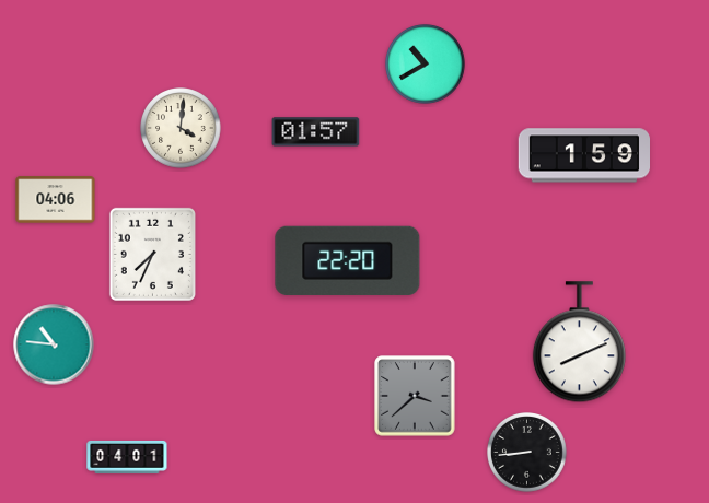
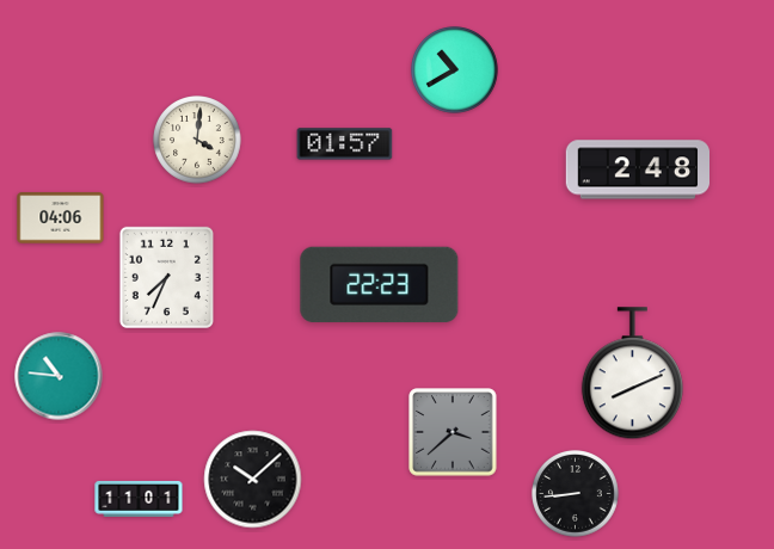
clock at (426, 65) position: (426, 65) -> (455, 70)
clock at (583, 155): 1:59 -> 2:48
clock at (348, 260): 22:20 -> 22:23
clock at (253, 480): none -> 10:08
clock at (127, 457): 04:01 -> 11:01
